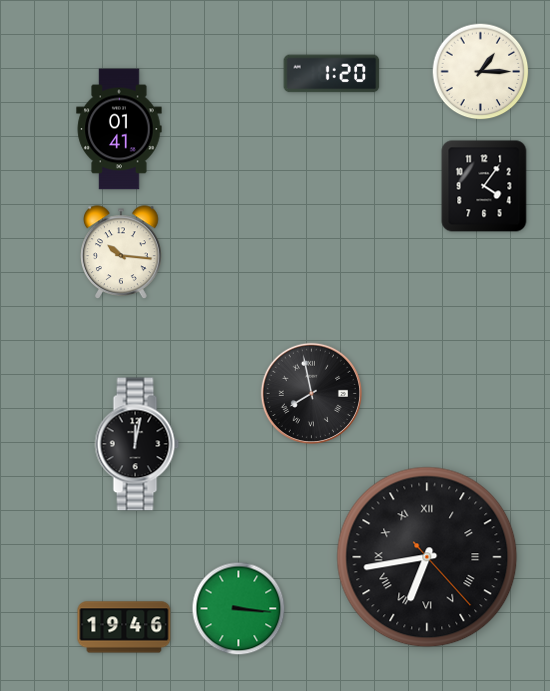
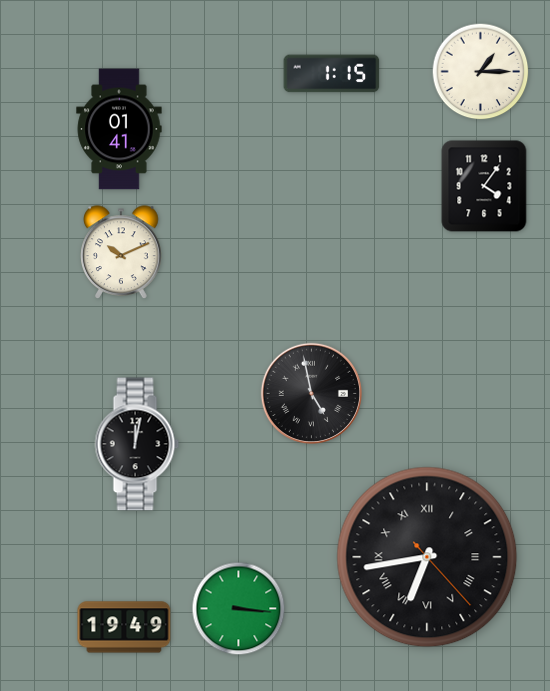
clock at (332, 74): 1:20 -> 1:15
clock at (121, 253): 10:16 -> 10:11
clock at (311, 393): 7:58 -> 4:58
clock at (124, 627): 19:46 -> 19:49
